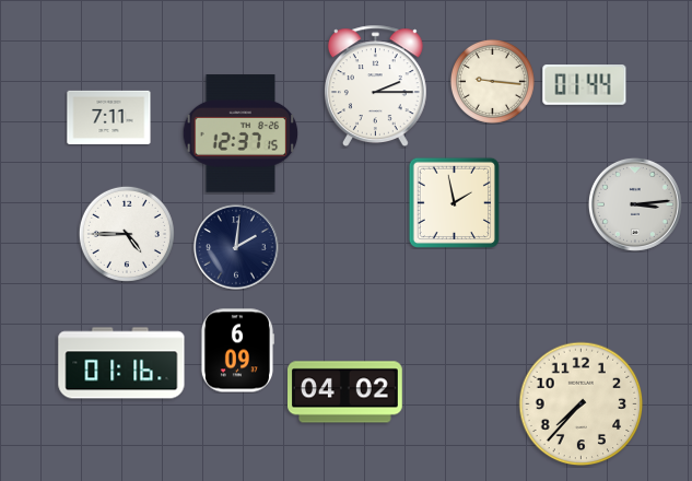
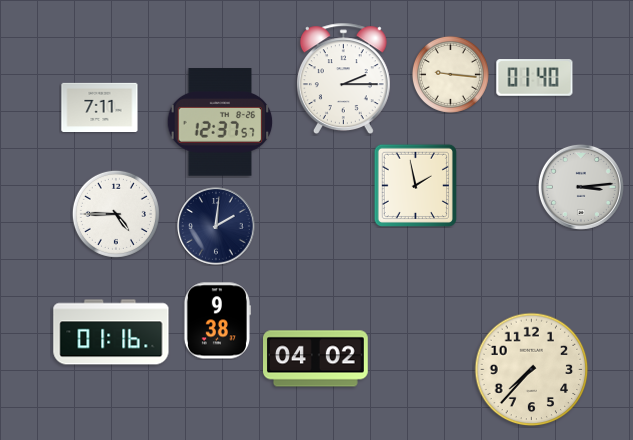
clock at (585, 85): 01:44 -> 01:40
clock at (241, 133): 12:37:15 -> 12:37:57
clock at (237, 351): 6:09 -> 9:38
